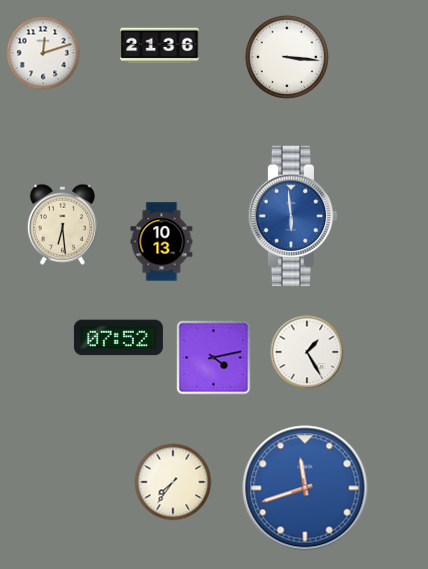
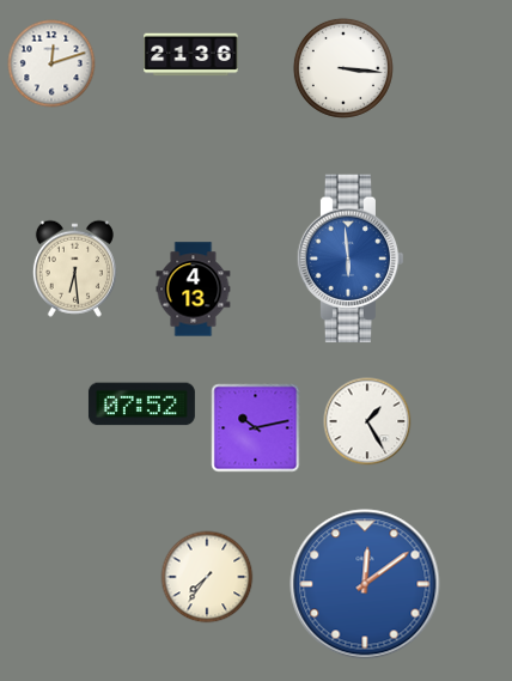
clock at (162, 242): 10:13 -> 4:13
clock at (214, 358): 4:13 -> 10:13
clock at (305, 488): 11:42 -> 12:09
